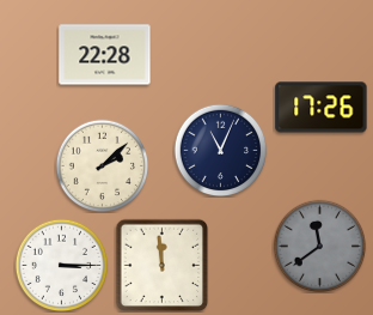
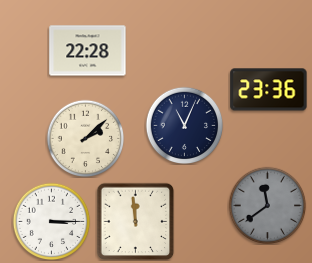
clock at (105, 55) position: (105, 55) -> (88, 51)
clock at (322, 108): 17:26 -> 23:36
